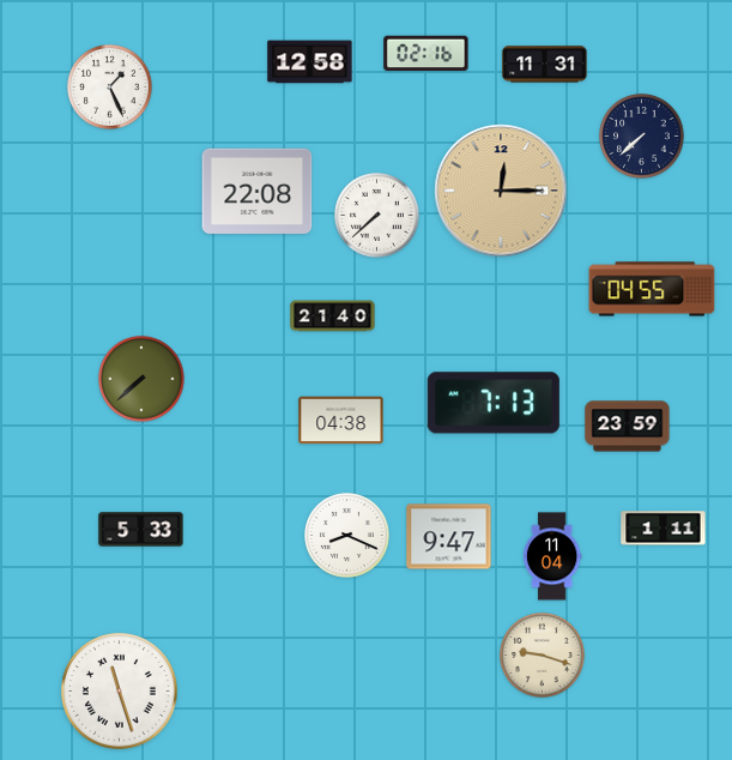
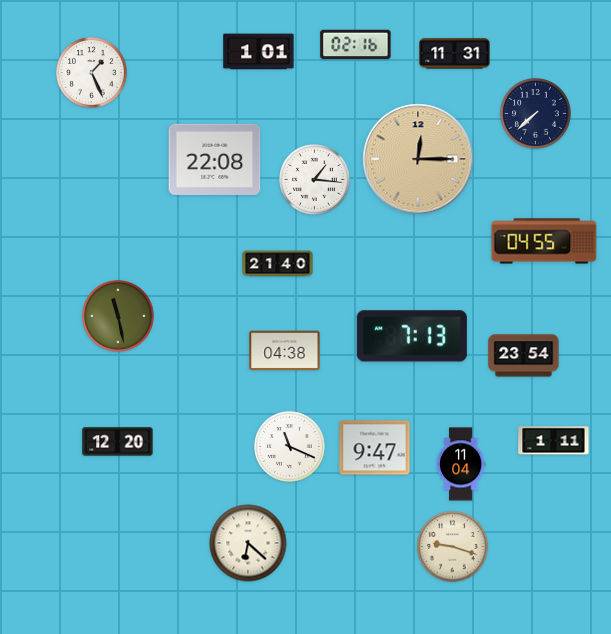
clock at (310, 62): 12:58 -> 1:01
clock at (377, 216): 7:38 -> 1:16
clock at (141, 379): 7:38 -> 11:28
clock at (628, 427): 23:59 -> 23:54
clock at (141, 530): 5:33 -> 12:20
clock at (347, 536): 8:19 -> 11:19
clock at (248, 543): none -> 6:22
clock at (119, 690): 11:27 -> none
